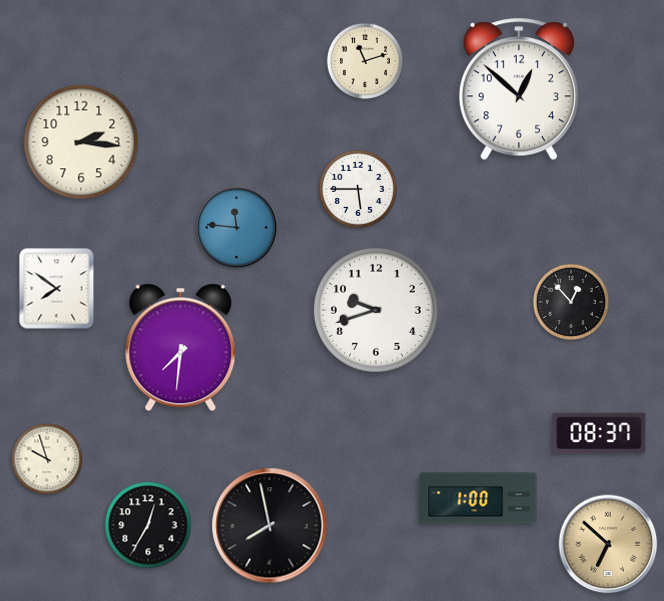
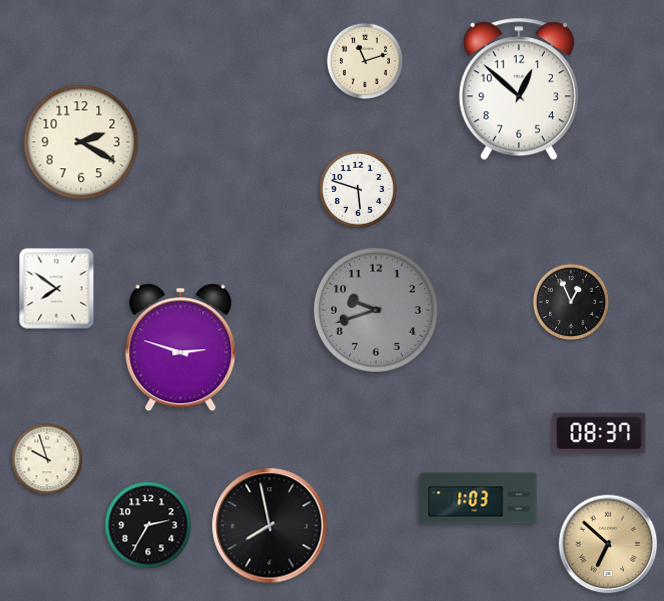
clock at (81, 142): 2:16 -> 2:20
clock at (358, 189): 5:45 -> 5:48
clock at (237, 228): 11:46 -> none
clock at (571, 302): 12:53 -> 12:56
clock at (376, 310) dial: white -> grey
clock at (181, 348): 7:31 -> 2:48
clock at (478, 498): 1:00 -> 1:03
clock at (148, 525): 12:35 -> 2:35
